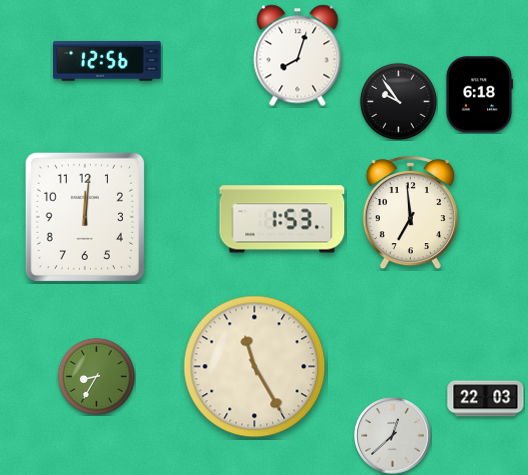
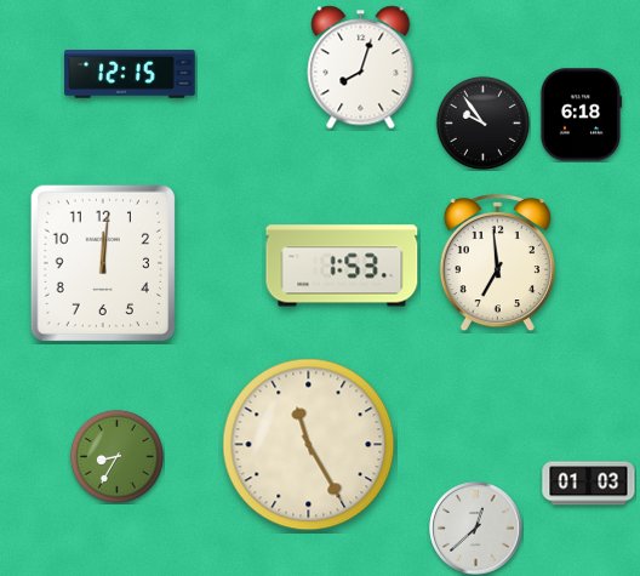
clock at (107, 61): 12:56 -> 12:15
clock at (410, 213) position: (410, 213) -> (497, 263)
clock at (486, 399): 22:03 -> 01:03
